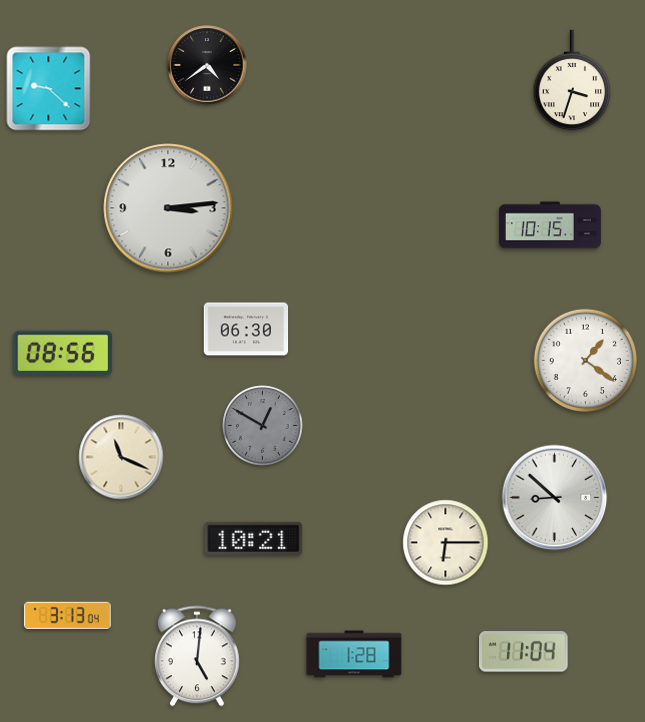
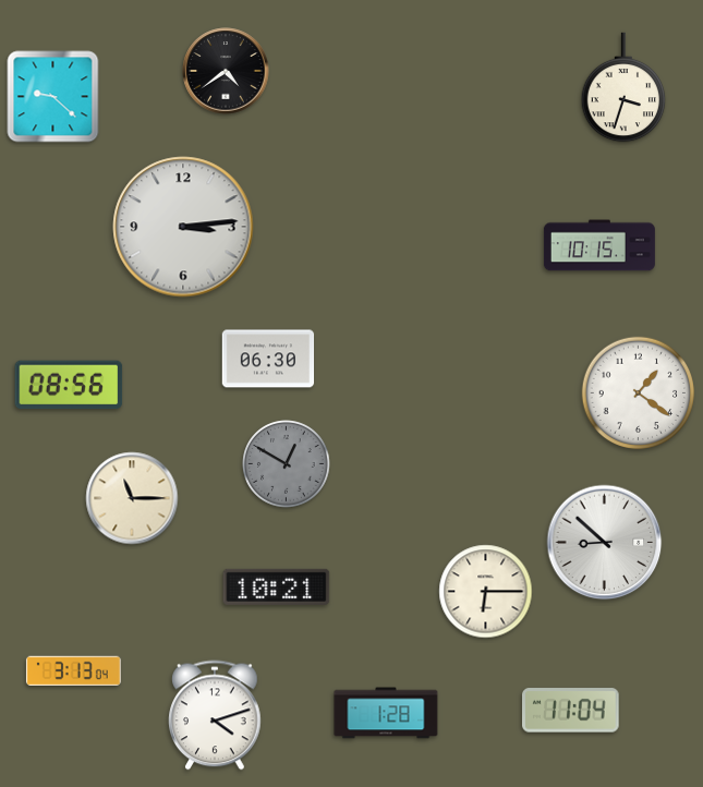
clock at (121, 457): 11:19 -> 11:15
clock at (198, 656): 5:01 -> 4:12
